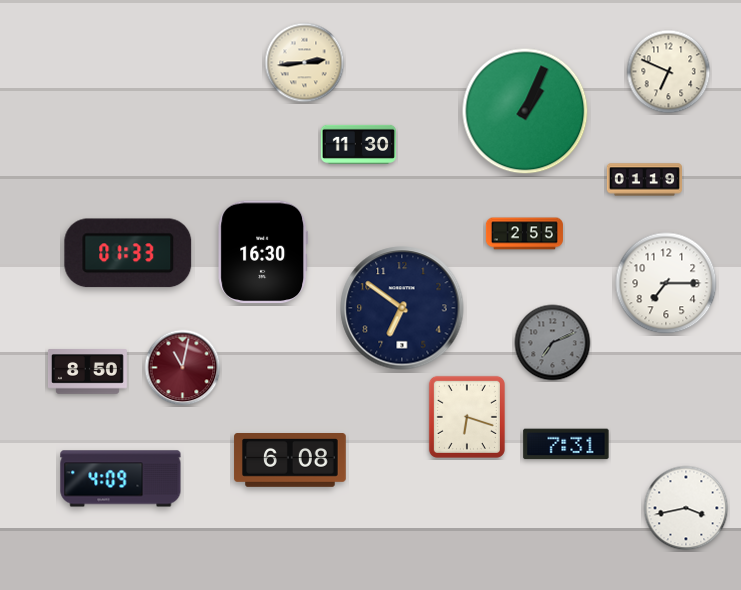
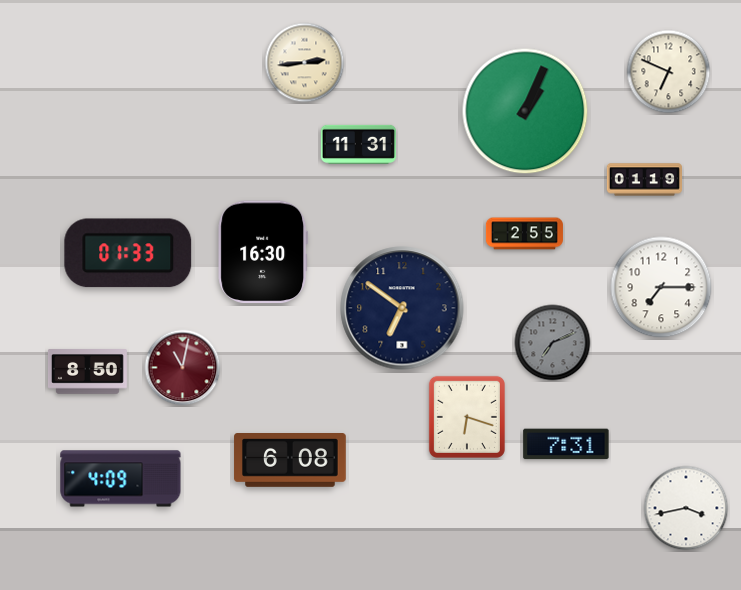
clock at (358, 144): 11:30 -> 11:31
clock at (666, 283) position: (666, 283) -> (661, 287)
